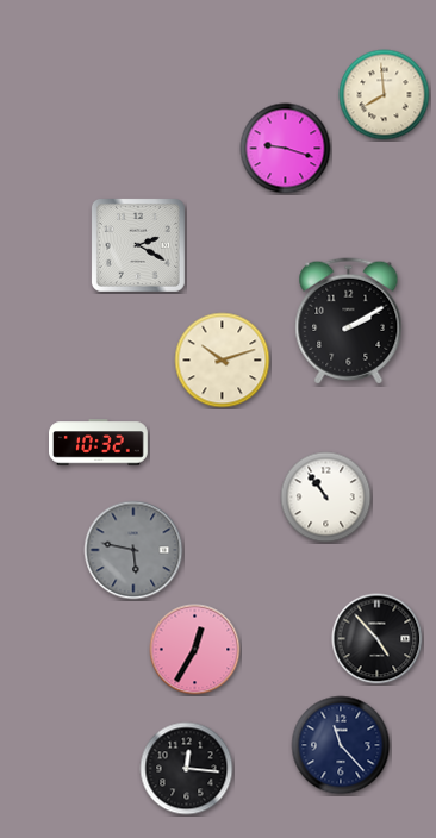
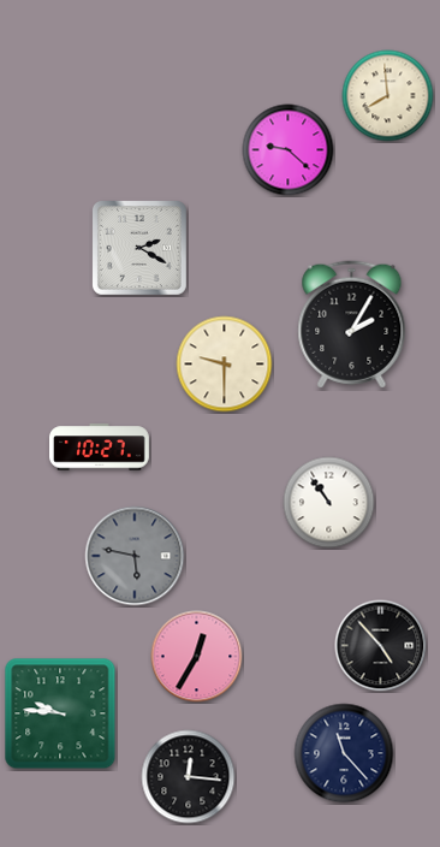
clock at (286, 149): 9:18 -> 9:22
clock at (349, 321): 2:10 -> 2:05
clock at (223, 361): 10:12 -> 9:30
clock at (99, 443): 10:32 -> 10:27
clock at (60, 713): none -> 9:46
